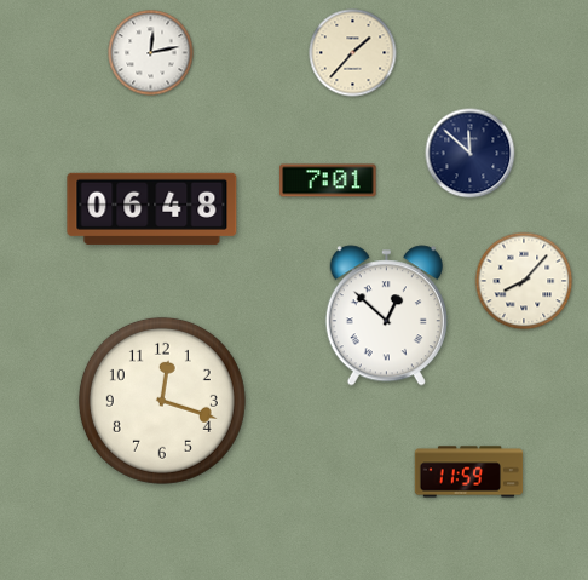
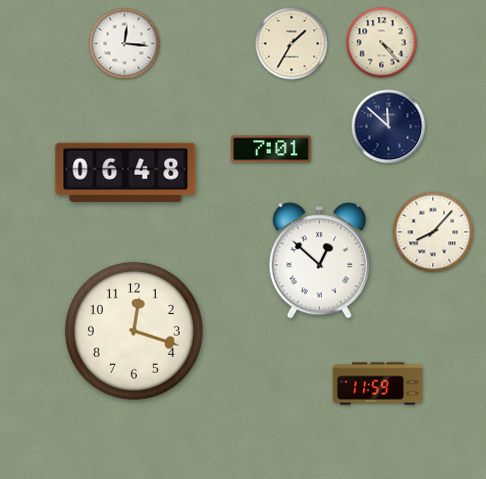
clock at (382, 43): none -> 4:23
clock at (151, 53): 12:13 -> 12:16
clock at (353, 53): 1:37 -> 1:35
clock at (469, 472) position: (469, 472) -> (378, 384)
